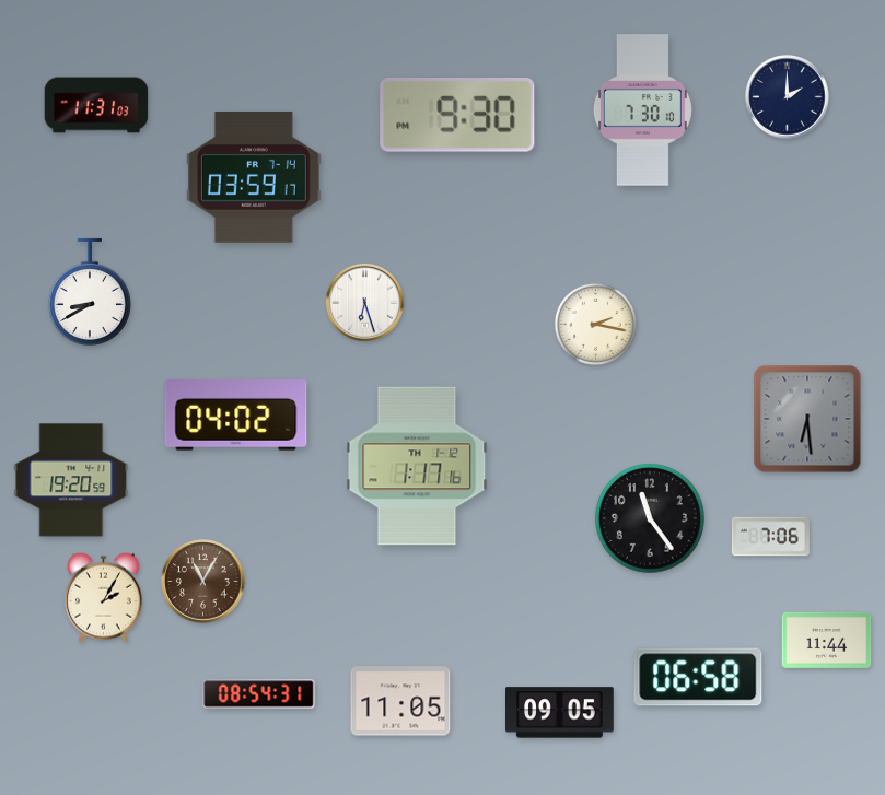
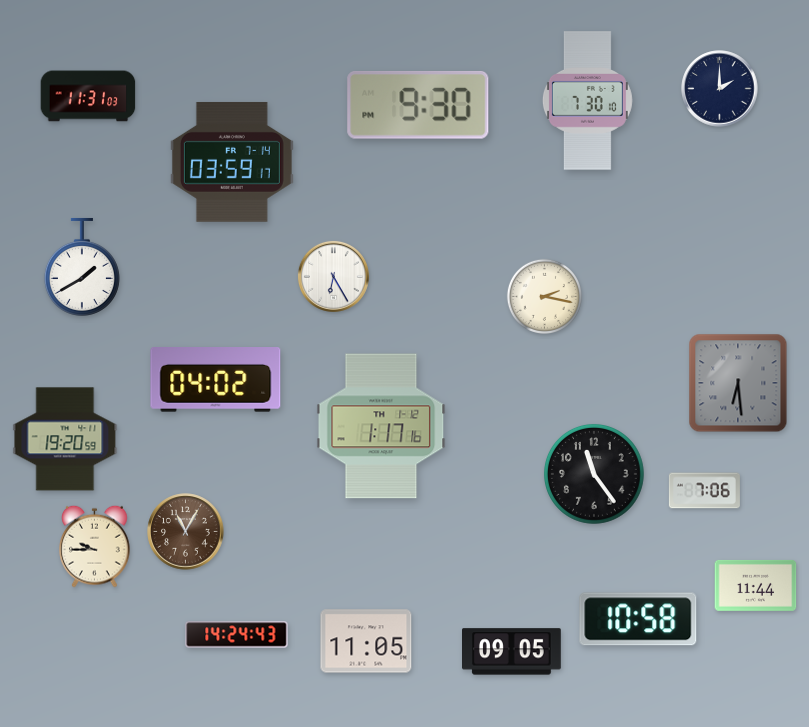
clock at (90, 292): 8:40 -> 1:40
clock at (364, 302): 6:27 -> 6:25
clock at (104, 597): 2:05 -> 9:45
clock at (698, 677): 06:58 -> 10:58
clock at (259, 694): 08:54 -> 14:24
